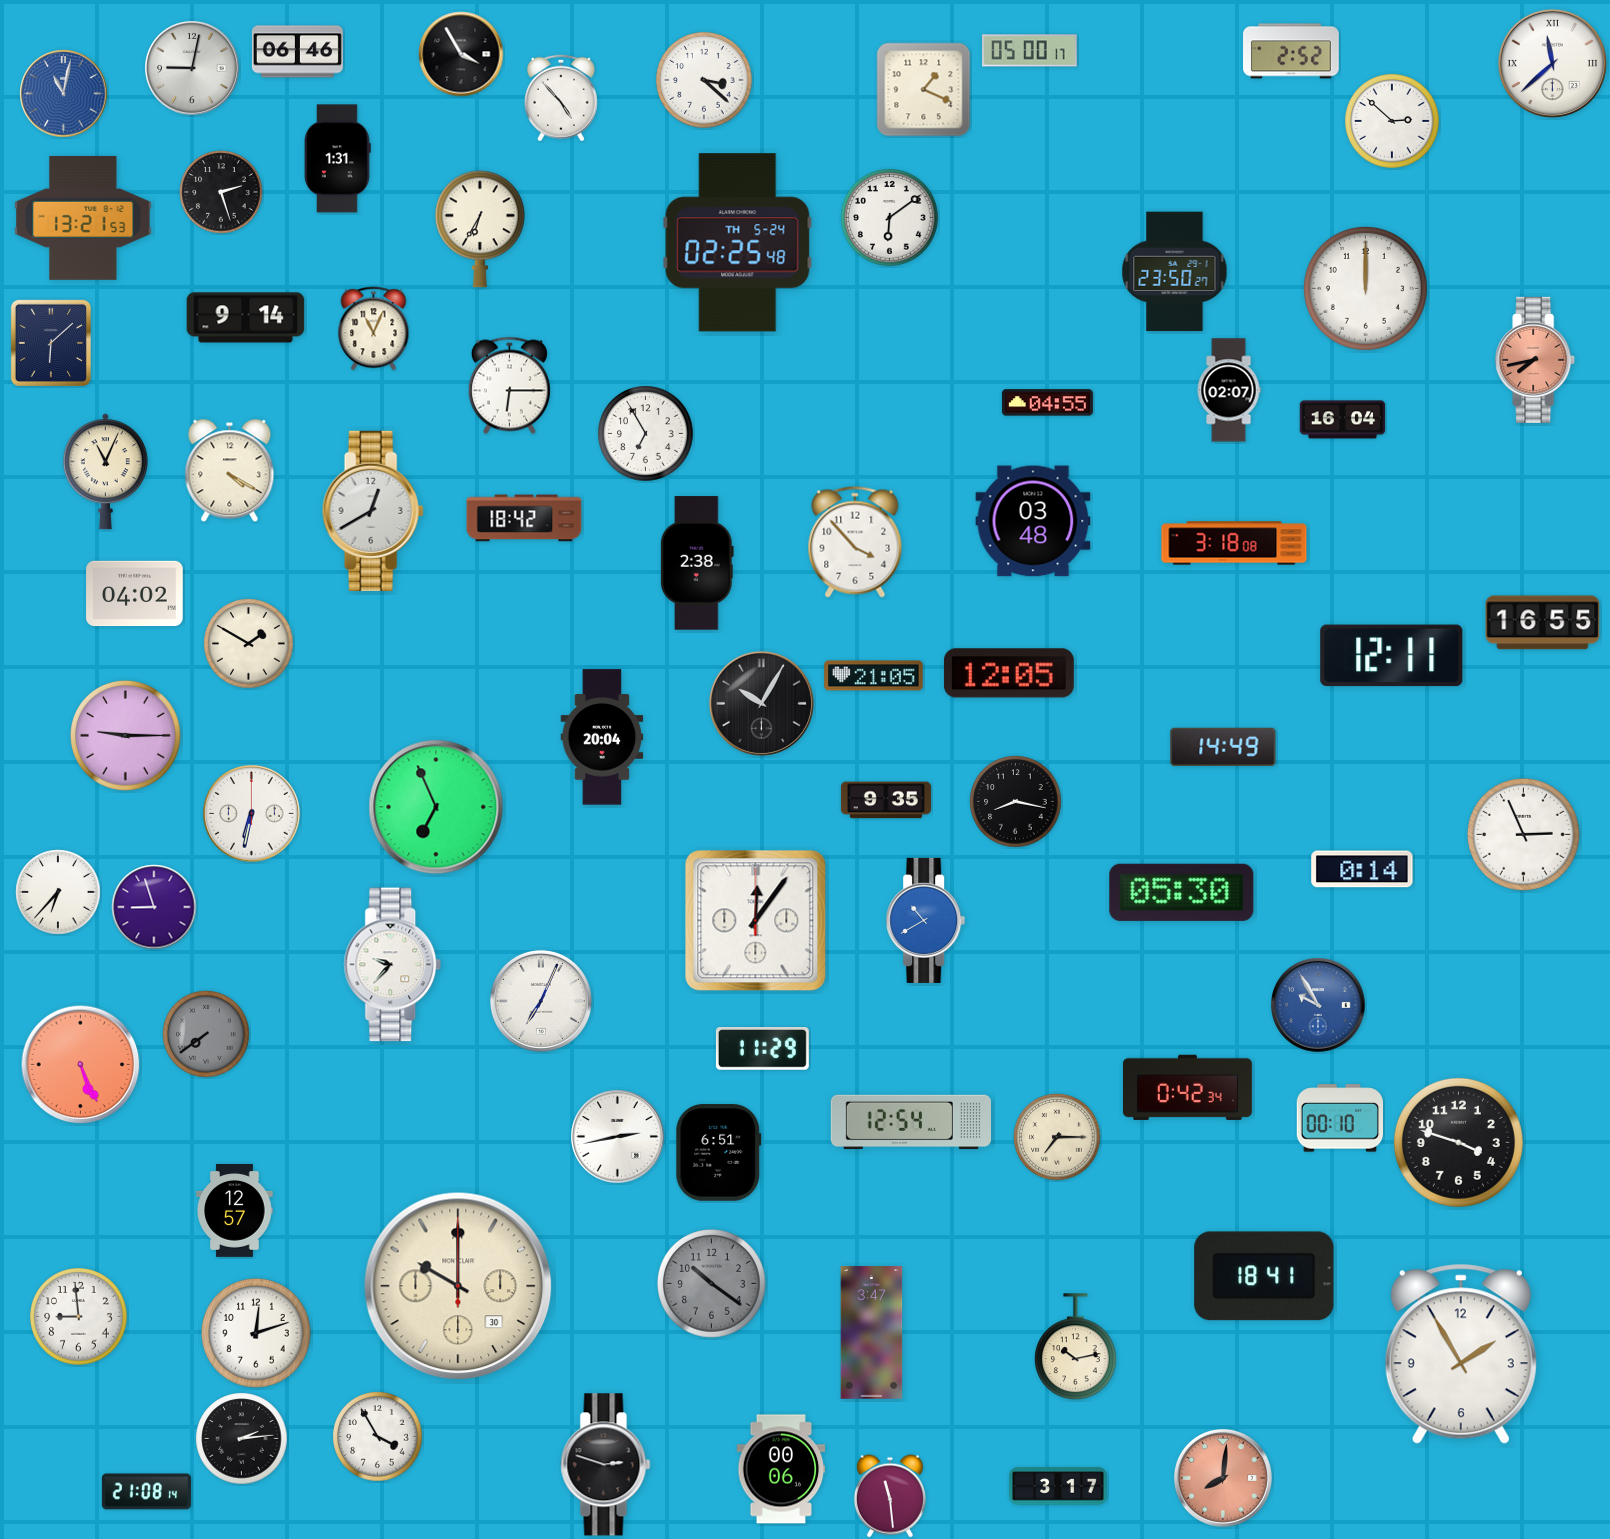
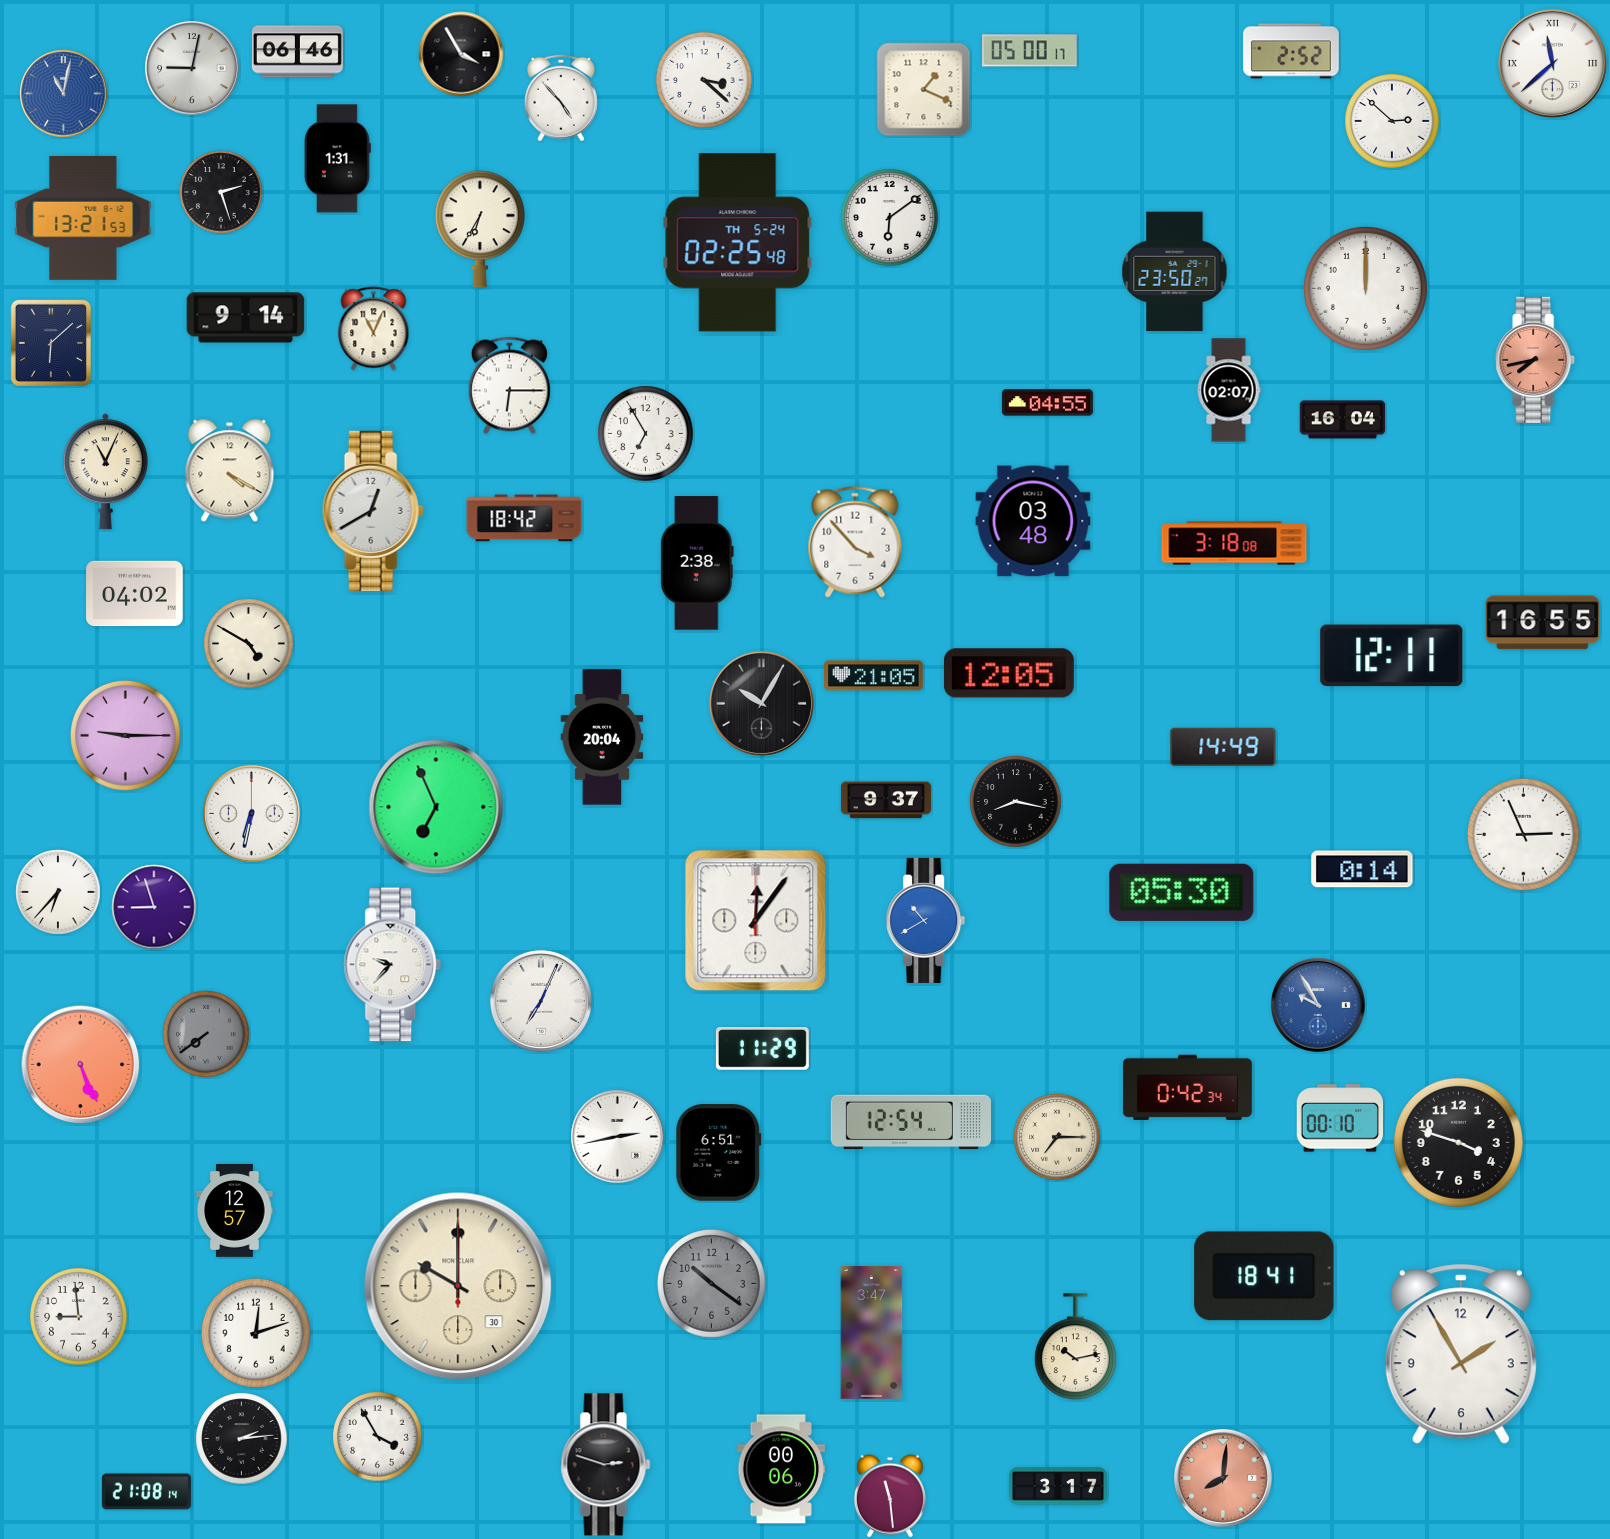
clock at (249, 644): 1:50 -> 4:50
clock at (886, 800): 9:35 -> 9:37
